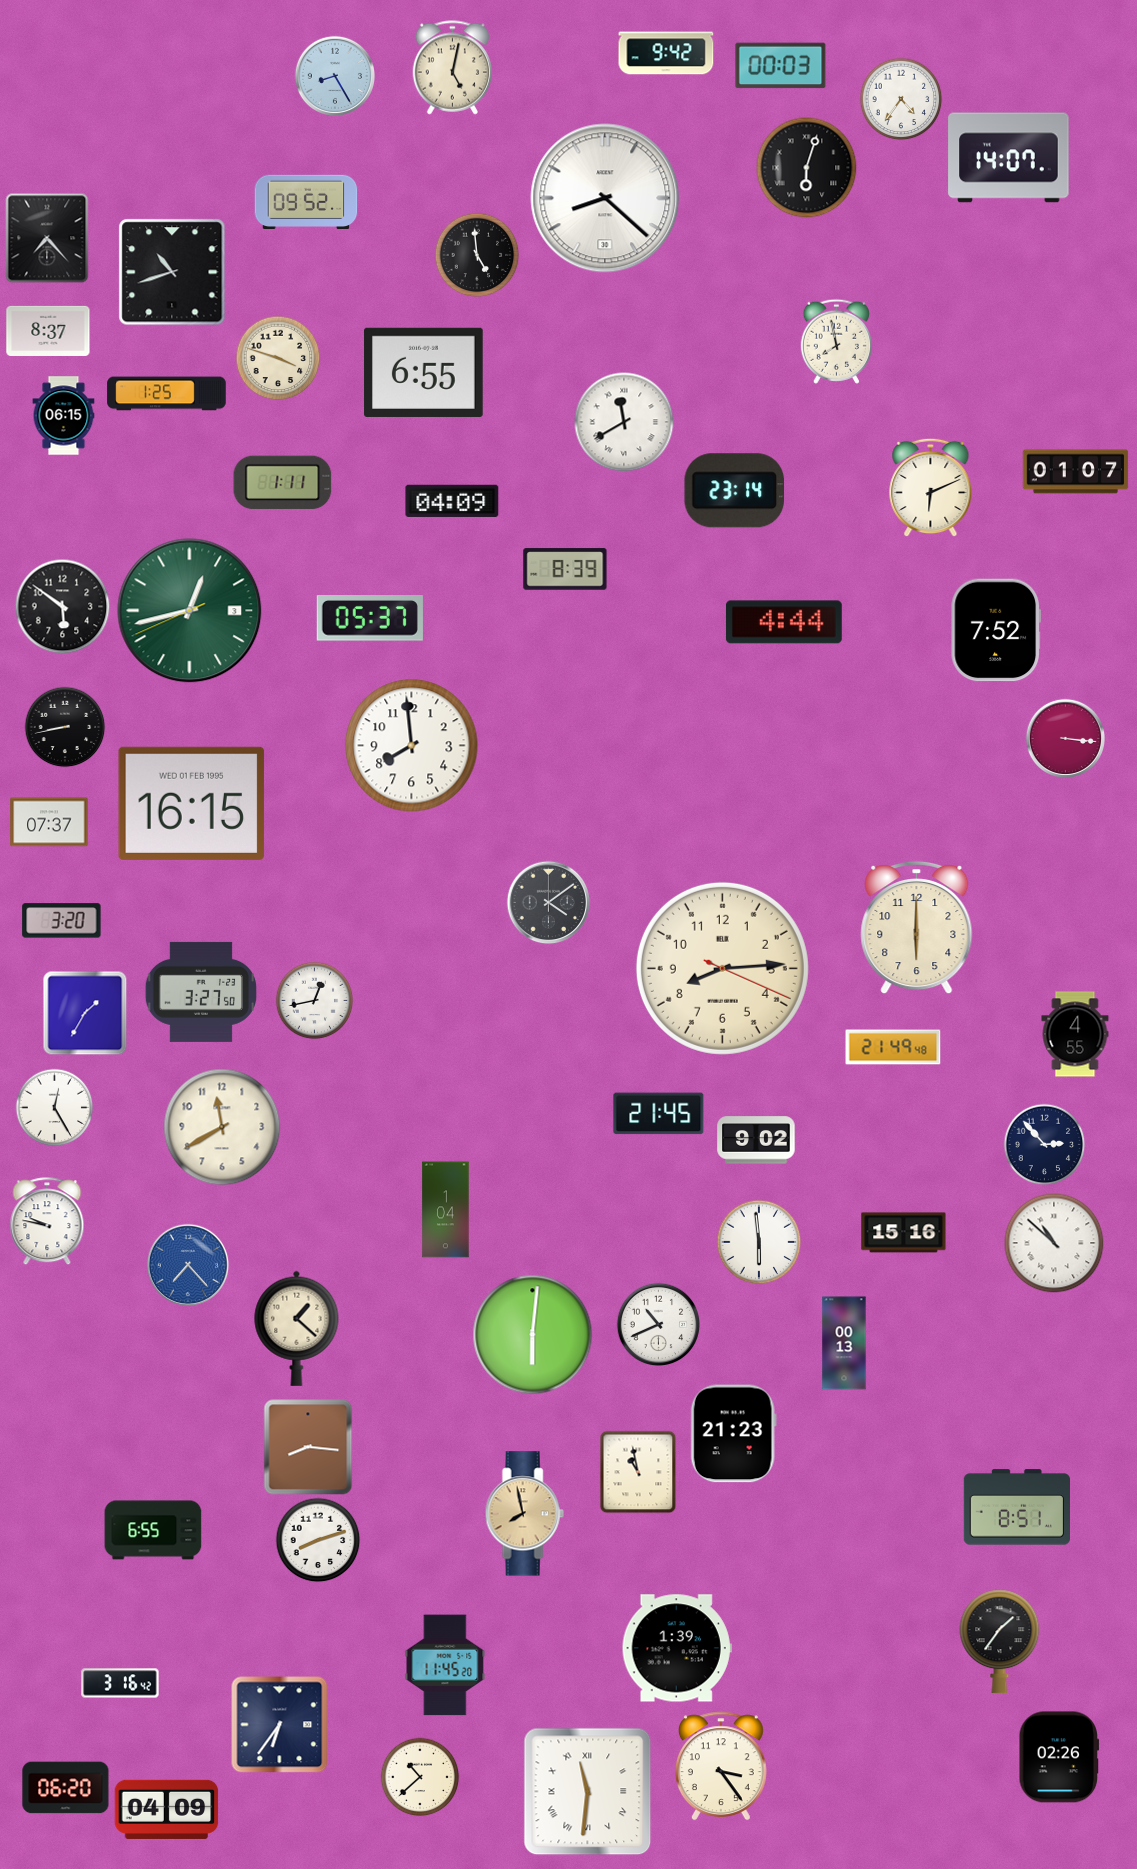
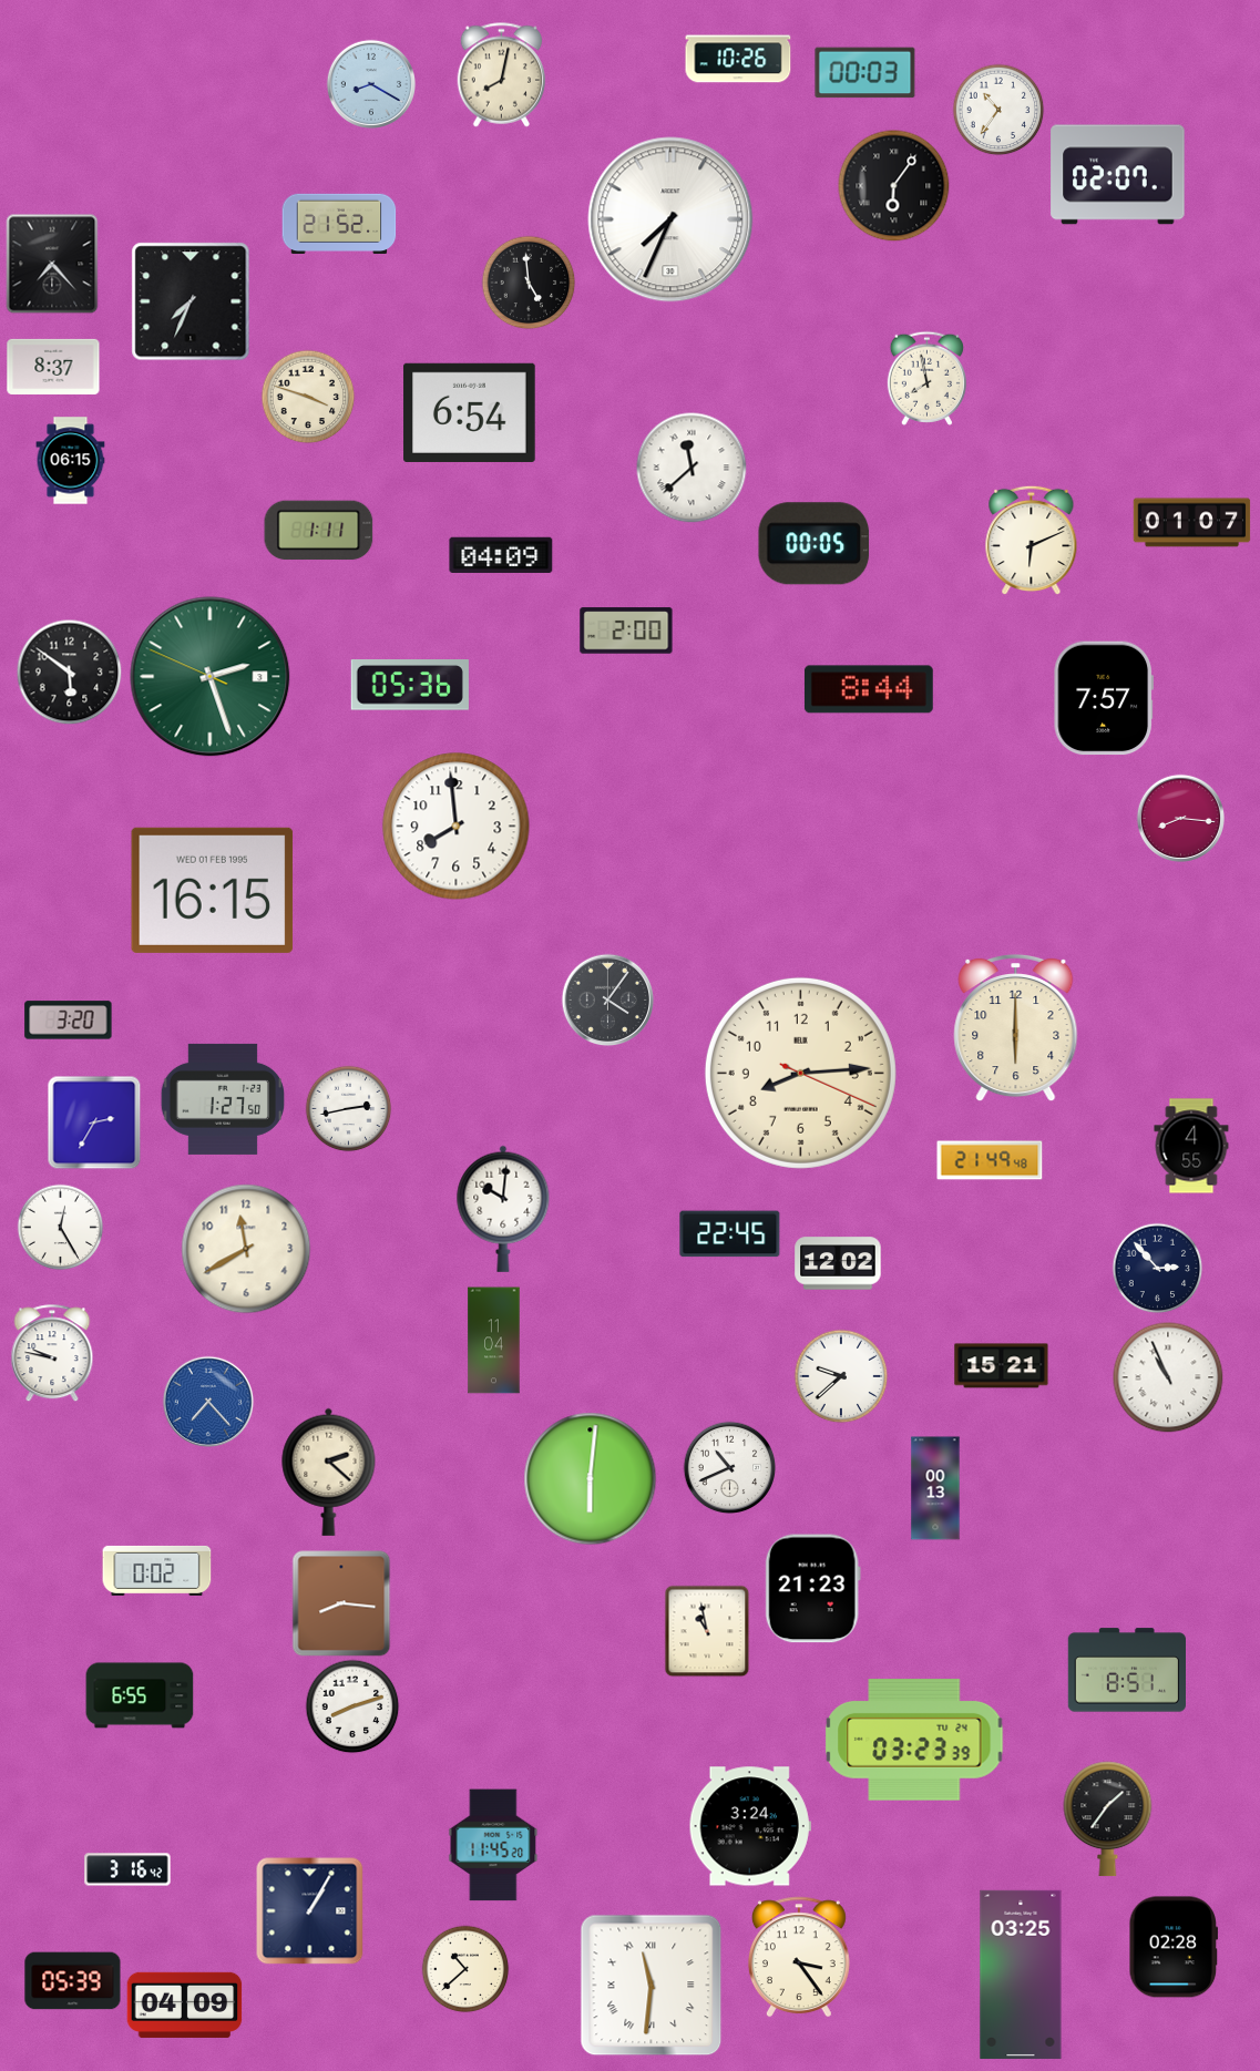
clock at (666, 53): 9:42 -> 10:26
clock at (453, 68): 5:02 -> 8:02
clock at (334, 75): 8:25 -> 8:20
clock at (901, 99): 4:36 -> 10:36
clock at (1009, 158): 14:07 -> 02:07
clock at (807, 168): 6:03 -> 6:06
clock at (605, 198): 8:22 -> 7:34
clock at (306, 201): 09:52 -> 21:52
clock at (172, 272): 10:42 -> 7:34
clock at (424, 372): 6:55 -> 6:54
clock at (167, 394): 1:25 -> none
clock at (624, 422): 11:40 -> 11:38
clock at (283, 483) position: (283, 483) -> (319, 531)
clock at (735, 491): 23:14 -> 00:05
clock at (565, 569): 8:39 -> 2:00
clock at (190, 611): 12:42 -> 2:26
clock at (370, 618): 05:37 -> 05:36
clock at (784, 622): 4:44 -> 8:44
clock at (995, 630): 7:52 -> 7:57
clock at (65, 727): 8:43 -> none
clock at (1065, 738): 3:16 -> 8:16
clock at (49, 822): 07:37 -> none
clock at (548, 902): 4:09 -> 4:06
clock at (201, 992): 3:27 -> 1:27
clock at (314, 1000): 12:43 -> 2:43
clock at (85, 1013): 1:35 -> 2:35
clock at (503, 1209): none -> 10:01
clock at (659, 1114): 21:45 -> 22:45
clock at (756, 1140): 9:02 -> 12:02
clock at (446, 1210): 1:04 -> 11:04
clock at (904, 1233): 15:16 -> 15:21
clock at (759, 1242): 5:59 -> 9:38
clock at (1054, 1243): 10:52 -> 10:56
clock at (297, 1328): 1:22 -> 2:22
clock at (157, 1570): none -> 0:02
clock at (524, 1514): 7:58 -> none
clock at (153, 1530) position: (153, 1530) -> (140, 1695)
clock at (914, 1741): none -> 03:23
clock at (677, 1648): 1:39 -> 3:24
clock at (120, 1683) position: (120, 1683) -> (127, 1869)
clock at (280, 1725): 6:36 -> 1:05
clock at (1059, 1757): 02:26 -> 02:28
clock at (1021, 1975): none -> 03:25
clock at (66, 1788): 06:20 -> 05:39
